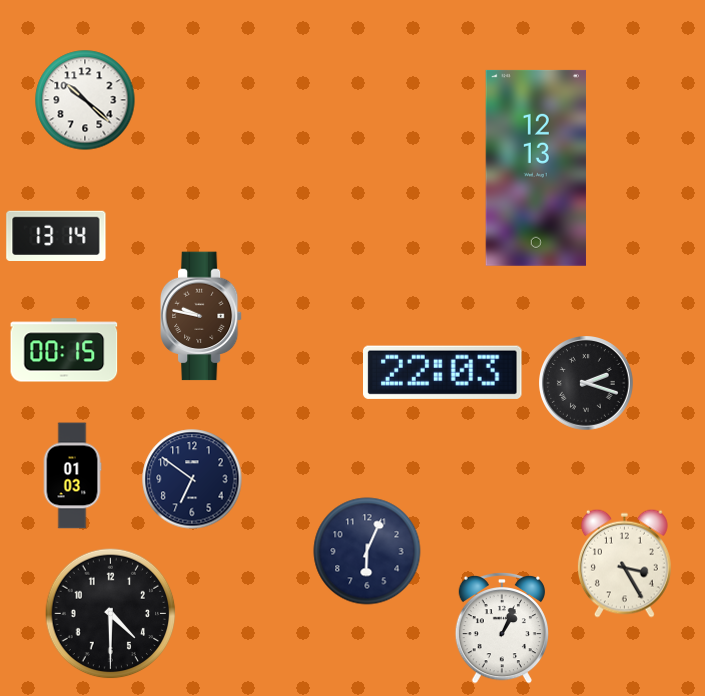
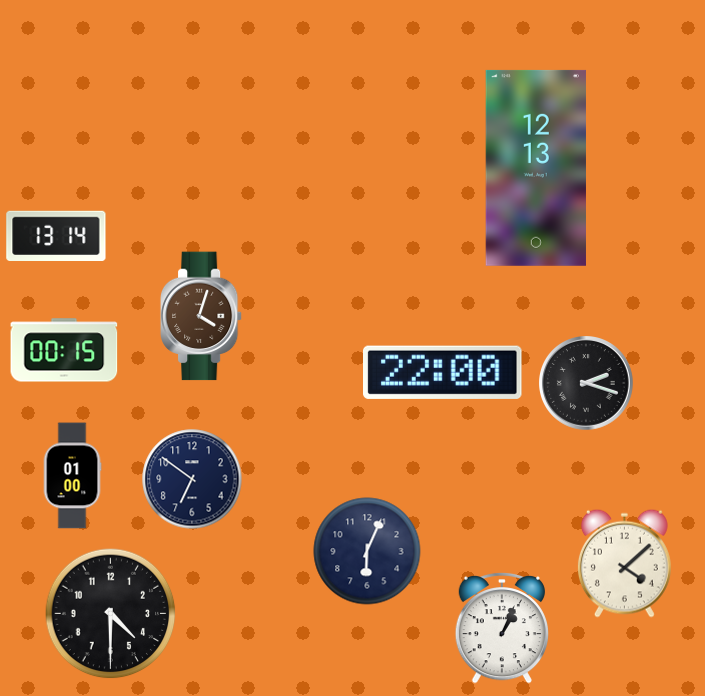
clock at (85, 100): 10:22 -> none
clock at (201, 316): 9:47 -> 4:03
clock at (443, 372): 22:03 -> 22:00
clock at (72, 476): 01:03 -> 01:00
clock at (624, 563): 3:25 -> 4:08
